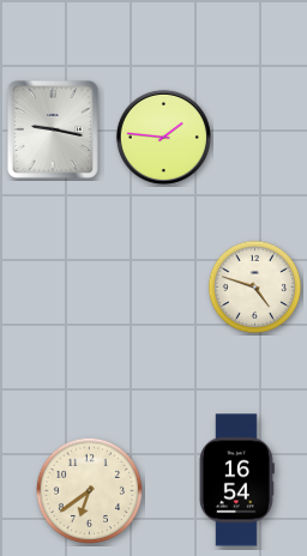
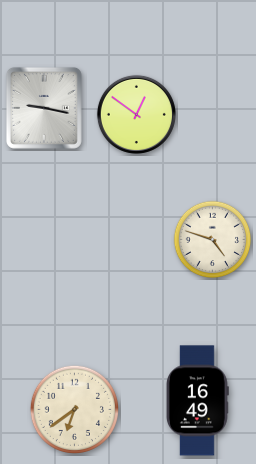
clock at (163, 137): 1:46 -> 12:51
clock at (236, 481): 16:54 -> 16:49
